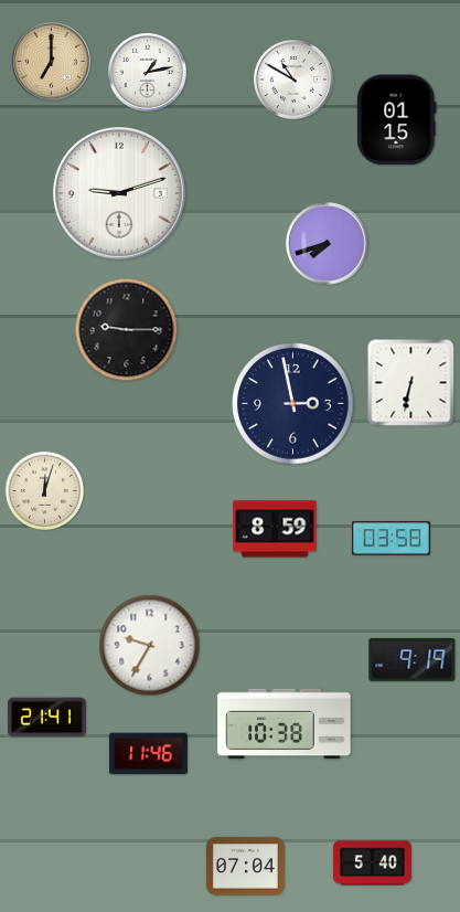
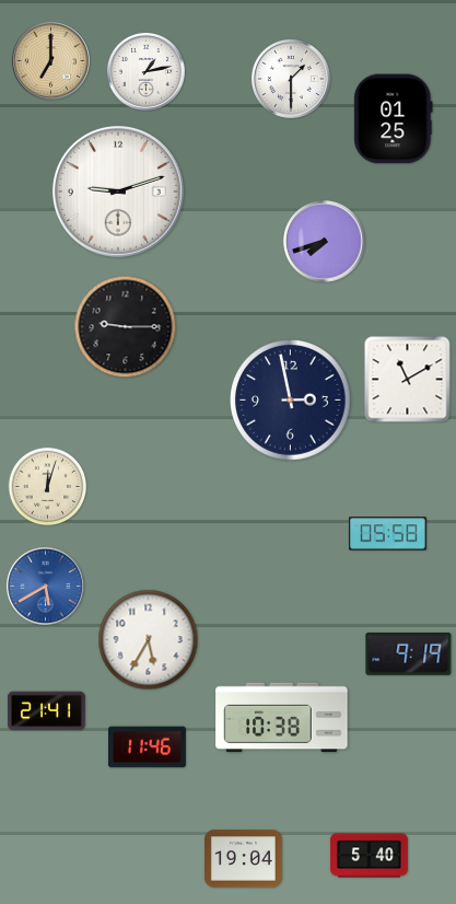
clock at (293, 79): 10:50 -> 1:30
clock at (397, 120): 01:15 -> 01:25
clock at (411, 383): 6:32 -> 11:10
clock at (45, 491) position: (45, 491) -> (48, 487)
clock at (275, 529): 8:59 -> none
clock at (391, 539): 03:58 -> 05:58
clock at (45, 586): none -> 5:40
clock at (150, 646): 9:35 -> 5:35
clock at (245, 867): 07:04 -> 19:04
